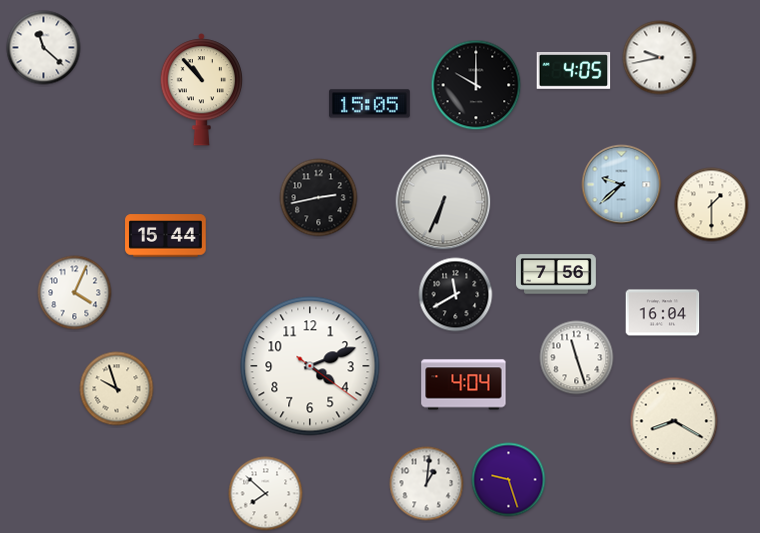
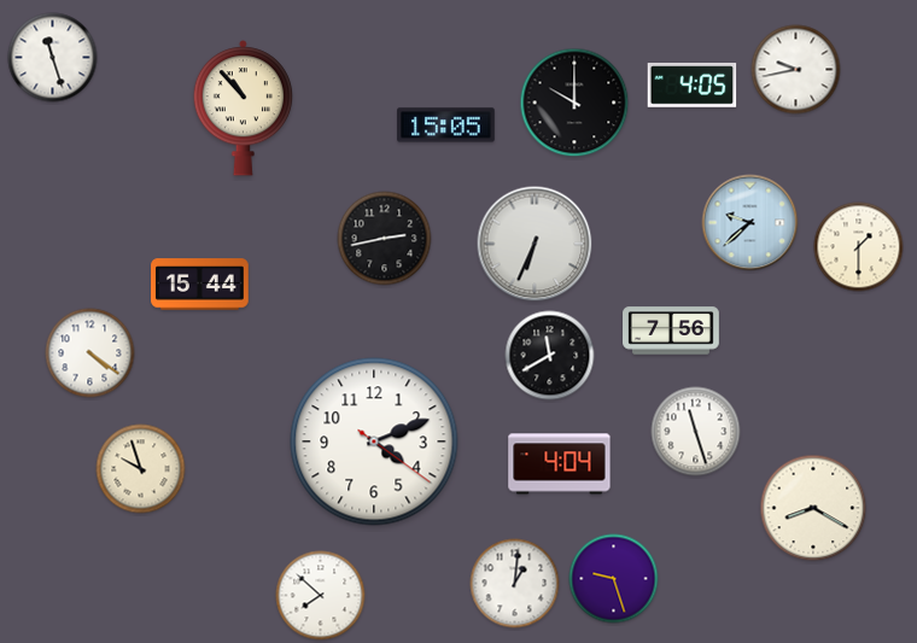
clock at (44, 48): 11:22 -> 11:27
clock at (75, 293): 4:04 -> 4:21
clock at (663, 313): 16:04 -> none
